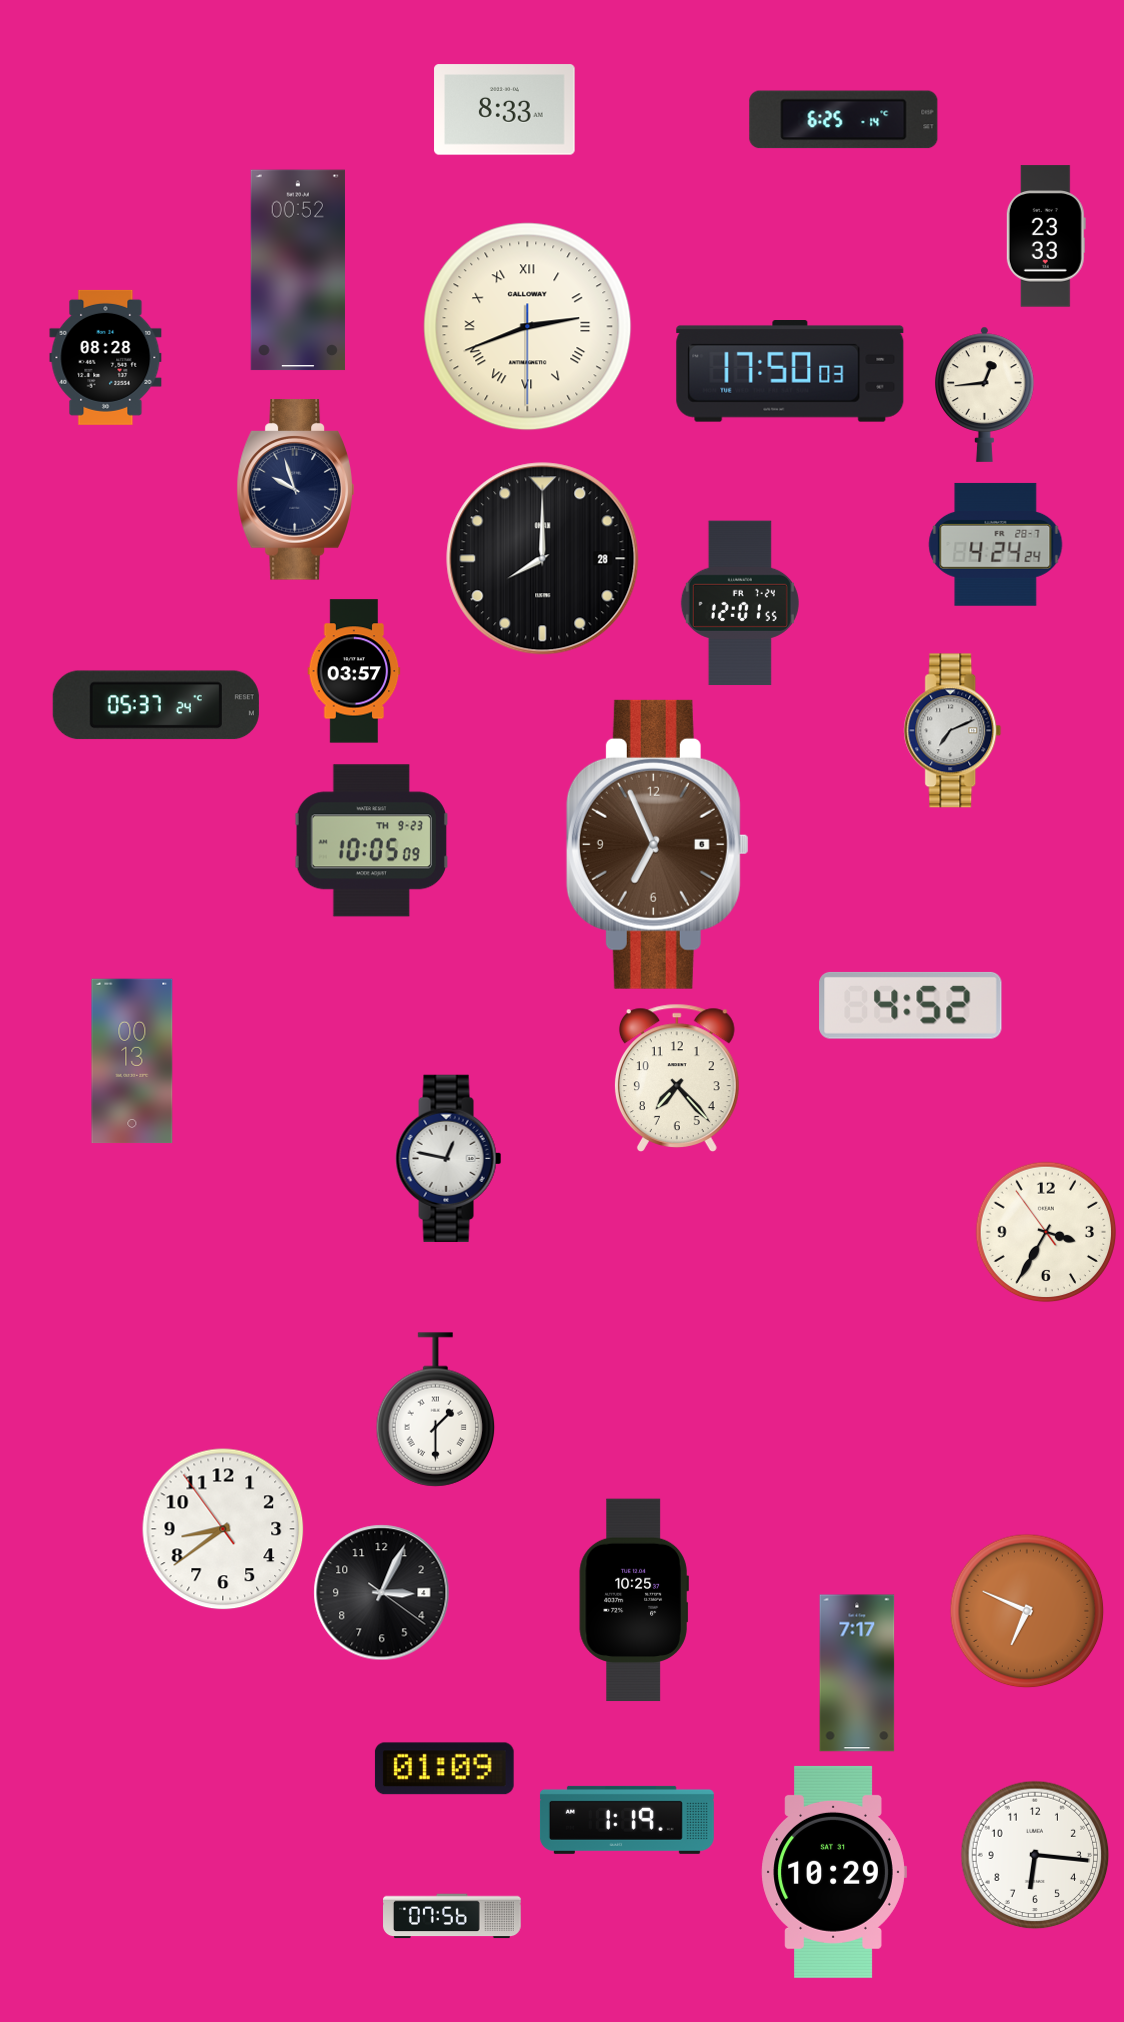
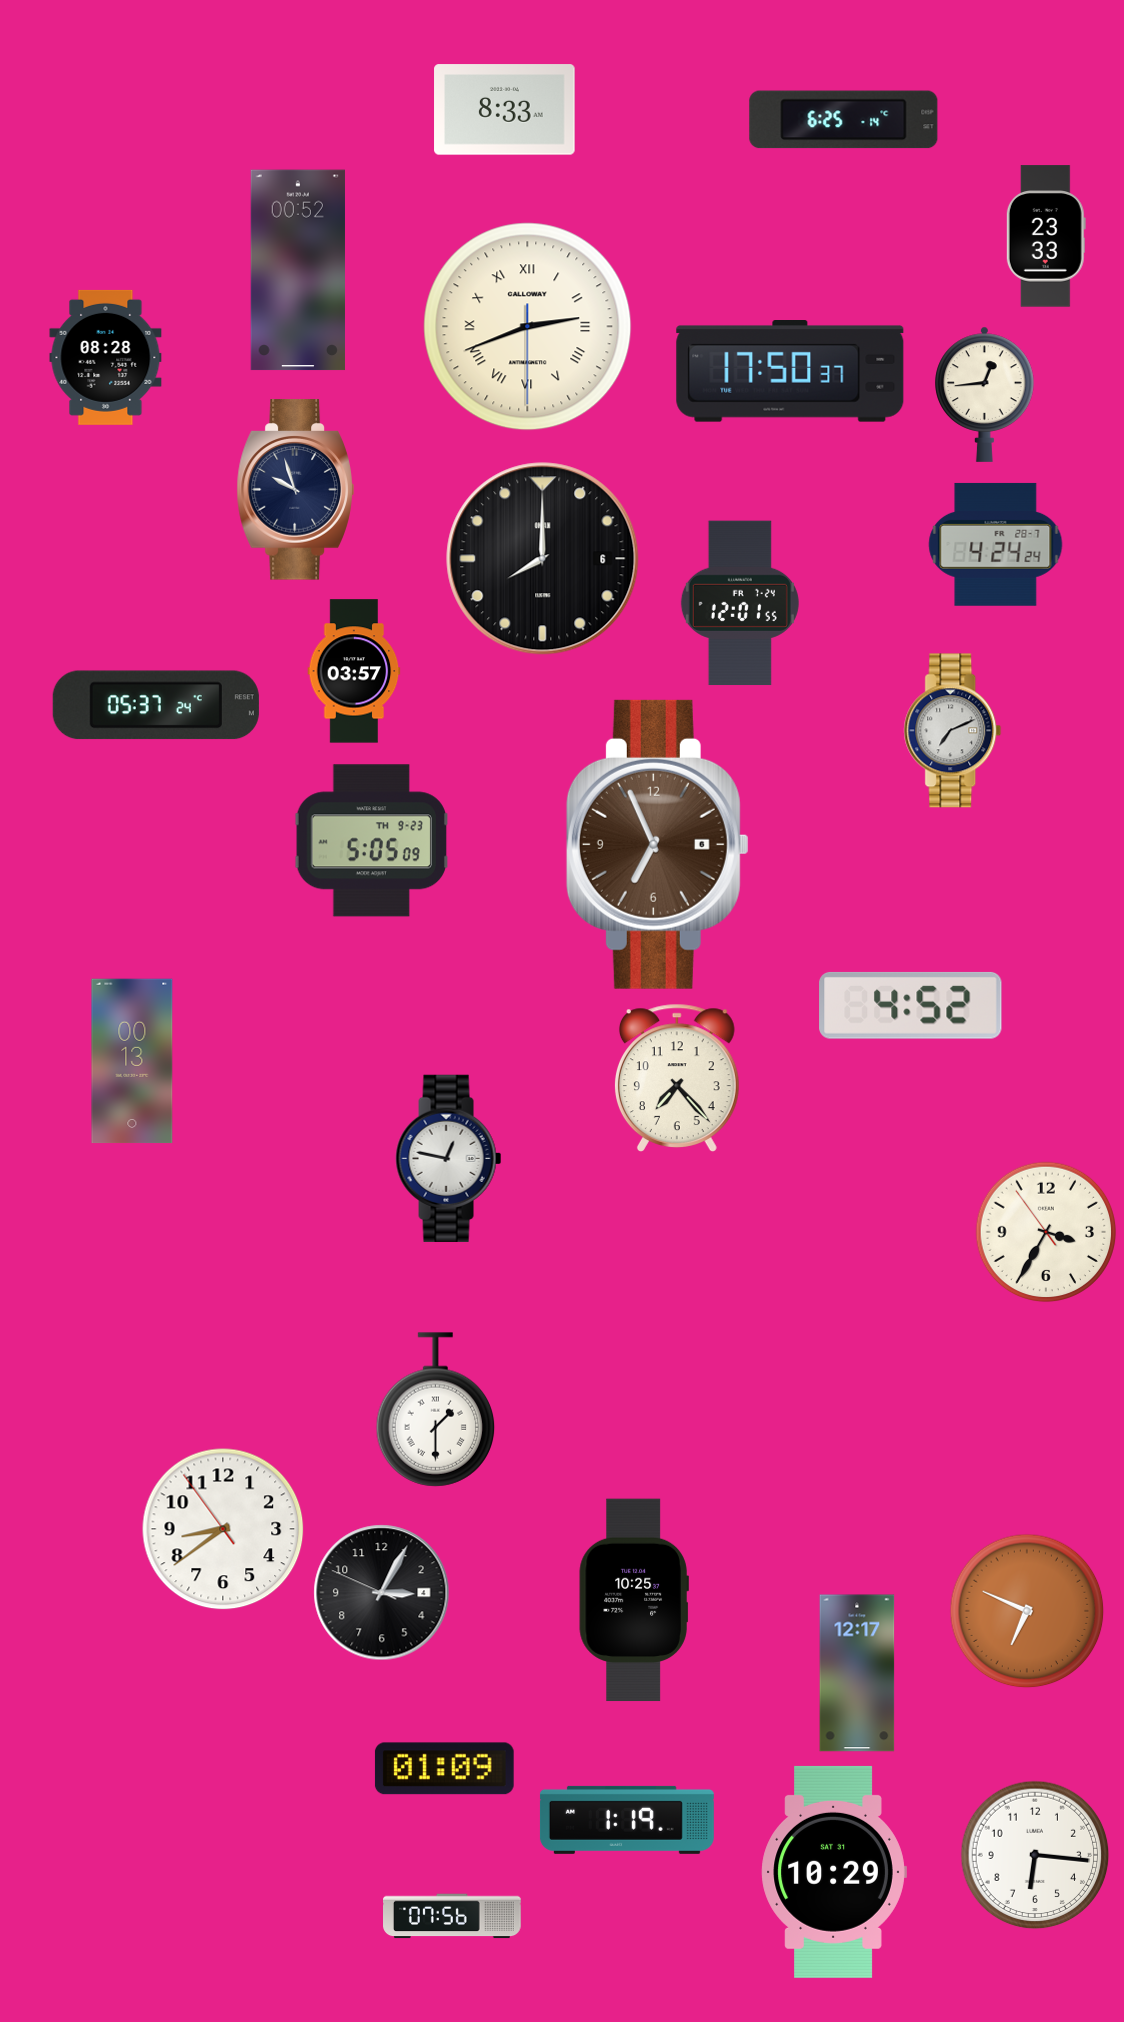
clock at (790, 372): 17:50:03 -> 17:50:37
clock at (543, 559) date: 28 -> 6
clock at (371, 841): 10:05 -> 5:05
clock at (382, 1593): 3:04:21 -> 3:04:49
clock at (857, 1673): 7:17 -> 12:17
